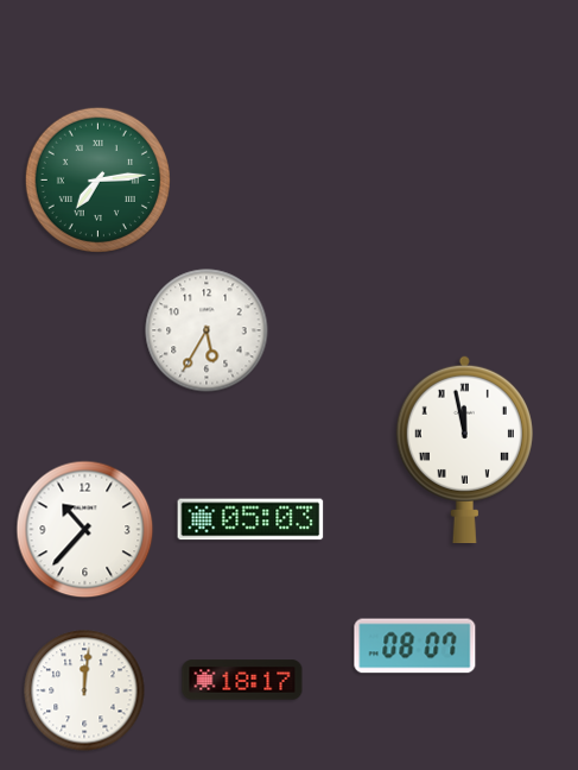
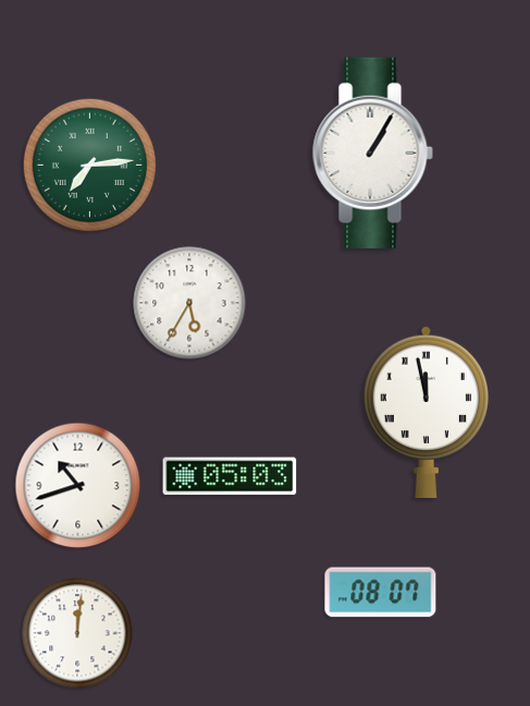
clock at (372, 153): none -> 1:05
clock at (85, 530): 10:37 -> 10:42
clock at (242, 680): 18:17 -> none
